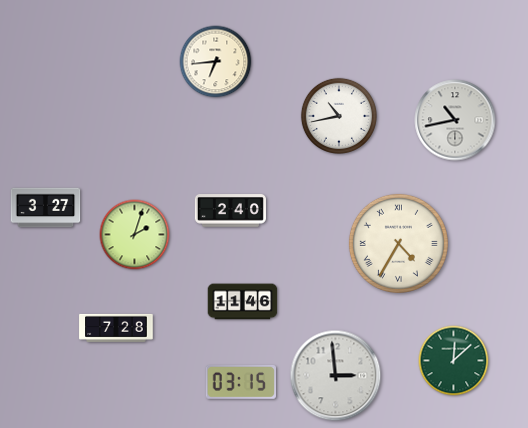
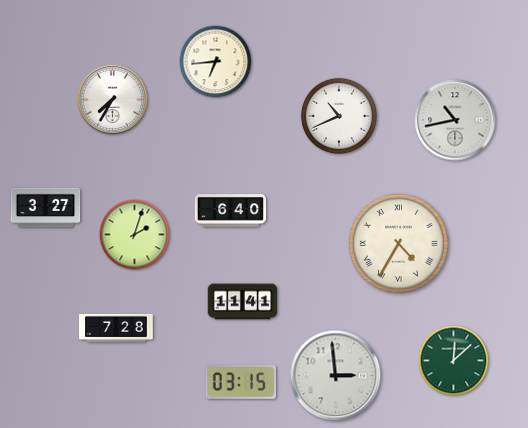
clock at (113, 100): none -> 7:35
clock at (339, 116): 10:43 -> 10:41
clock at (230, 211): 2:40 -> 6:40
clock at (243, 302): 11:46 -> 11:41
